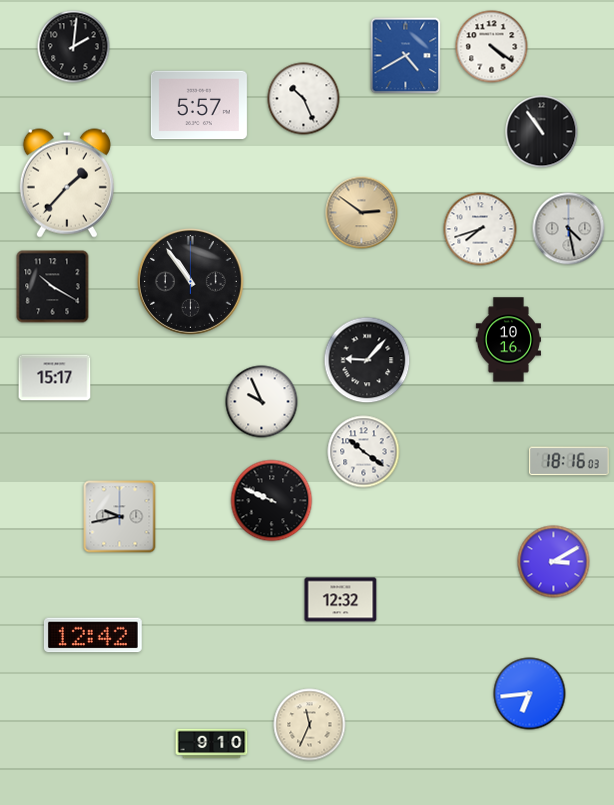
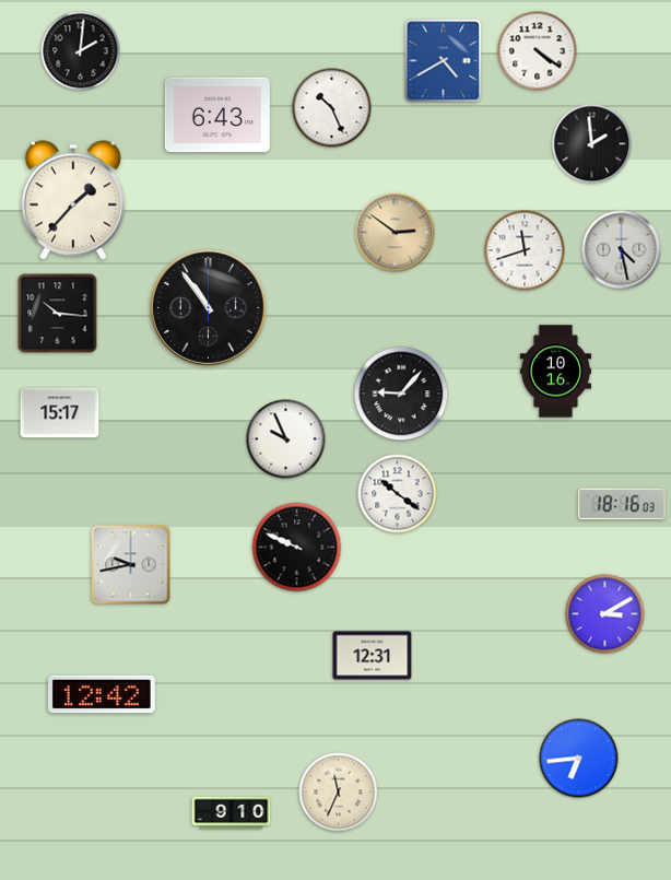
clock at (199, 105): 5:57 -> 6:43
clock at (542, 132): 10:54 -> 1:59
clock at (480, 229): 7:42 -> 11:42
clock at (53, 287): 10:20 -> 10:16
clock at (341, 600): 12:32 -> 12:31
